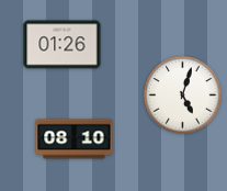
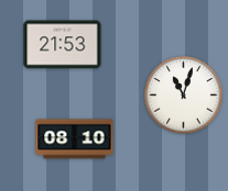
clock at (63, 45): 01:26 -> 21:53
clock at (183, 95): 5:03 -> 11:03
